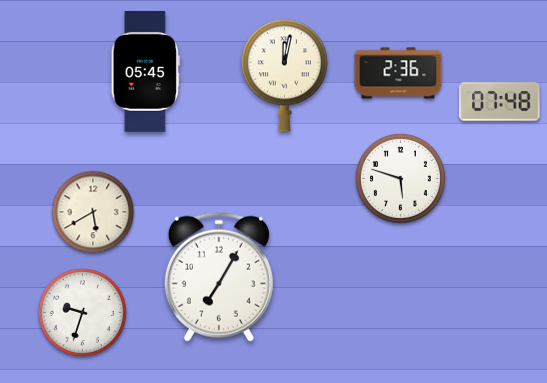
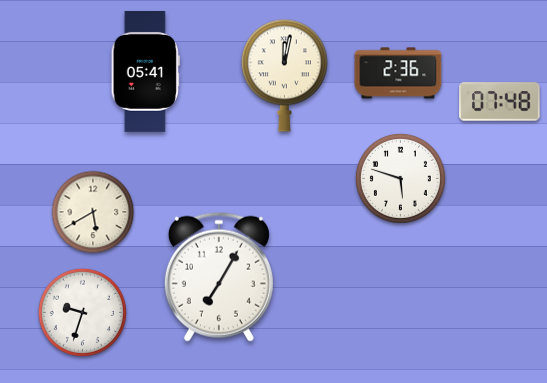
clock at (145, 71): 05:45 -> 05:41
